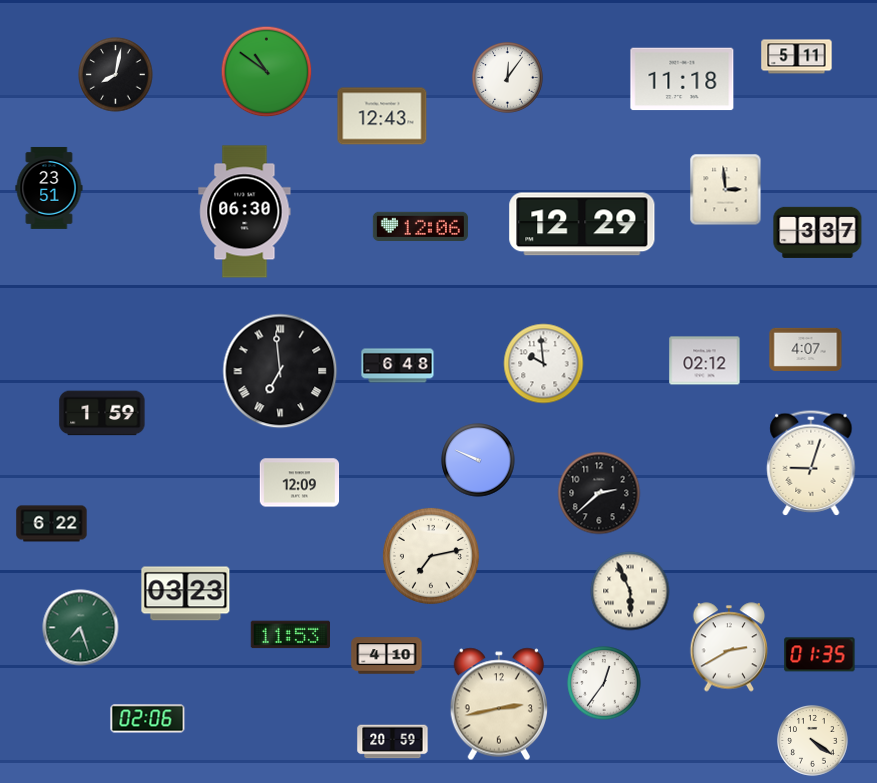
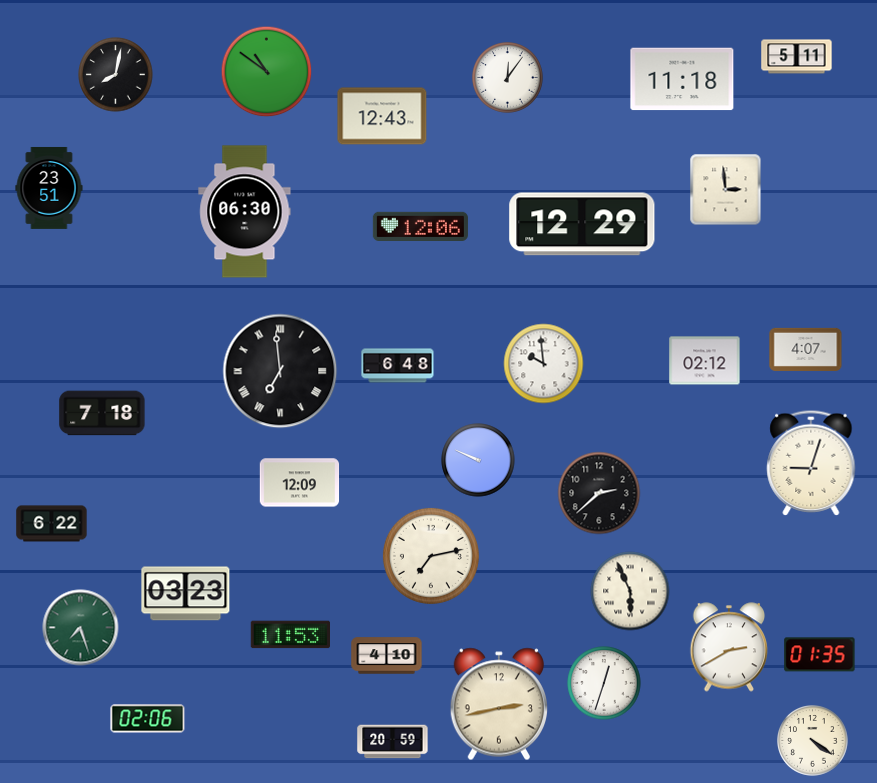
clock at (818, 232): 3:37 -> none
clock at (102, 413): 1:59 -> 7:18
clock at (604, 683): 12:36 -> 12:33
